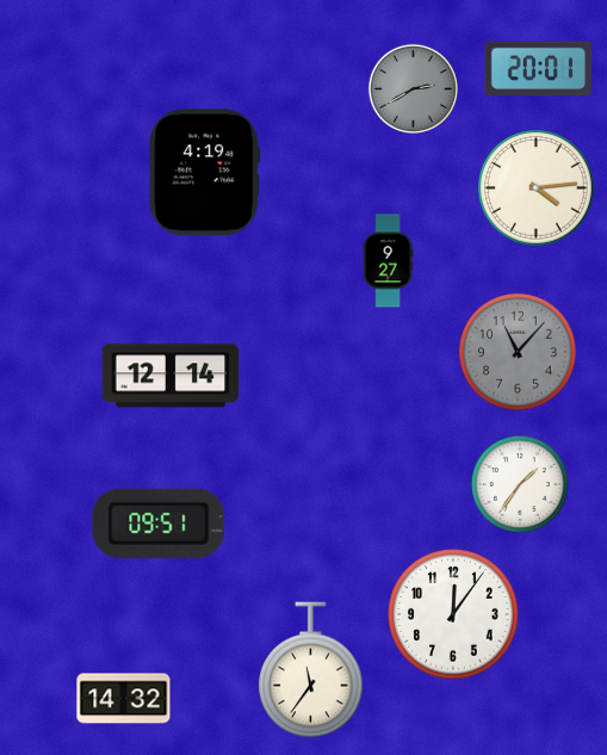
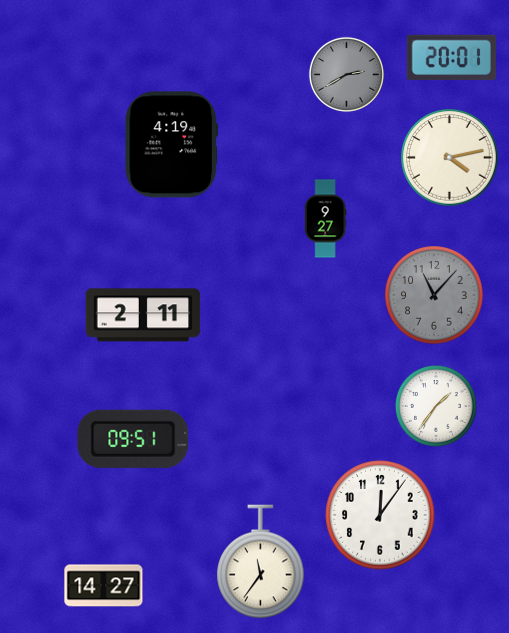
clock at (537, 188): 4:14 -> 4:13
clock at (171, 376): 12:14 -> 2:11
clock at (124, 699): 14:32 -> 14:27
